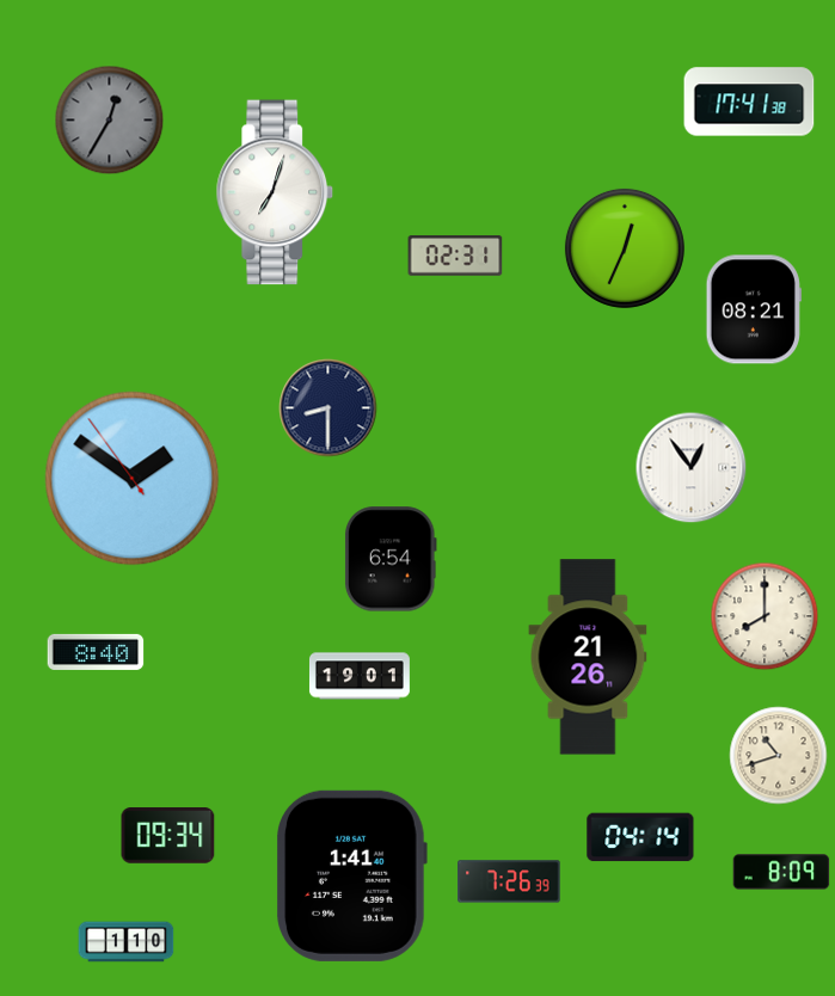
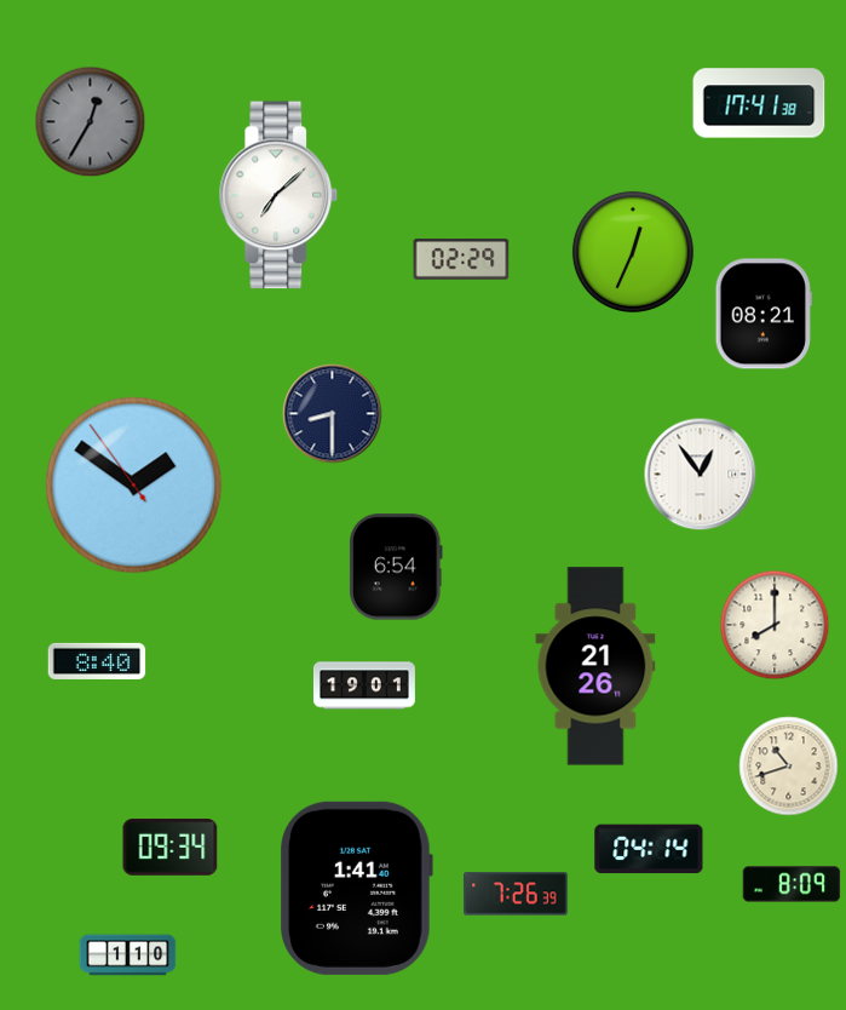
clock at (110, 121) position: (110, 121) -> (91, 122)
clock at (275, 192): 7:03 -> 7:08
clock at (455, 256): 02:31 -> 02:29
